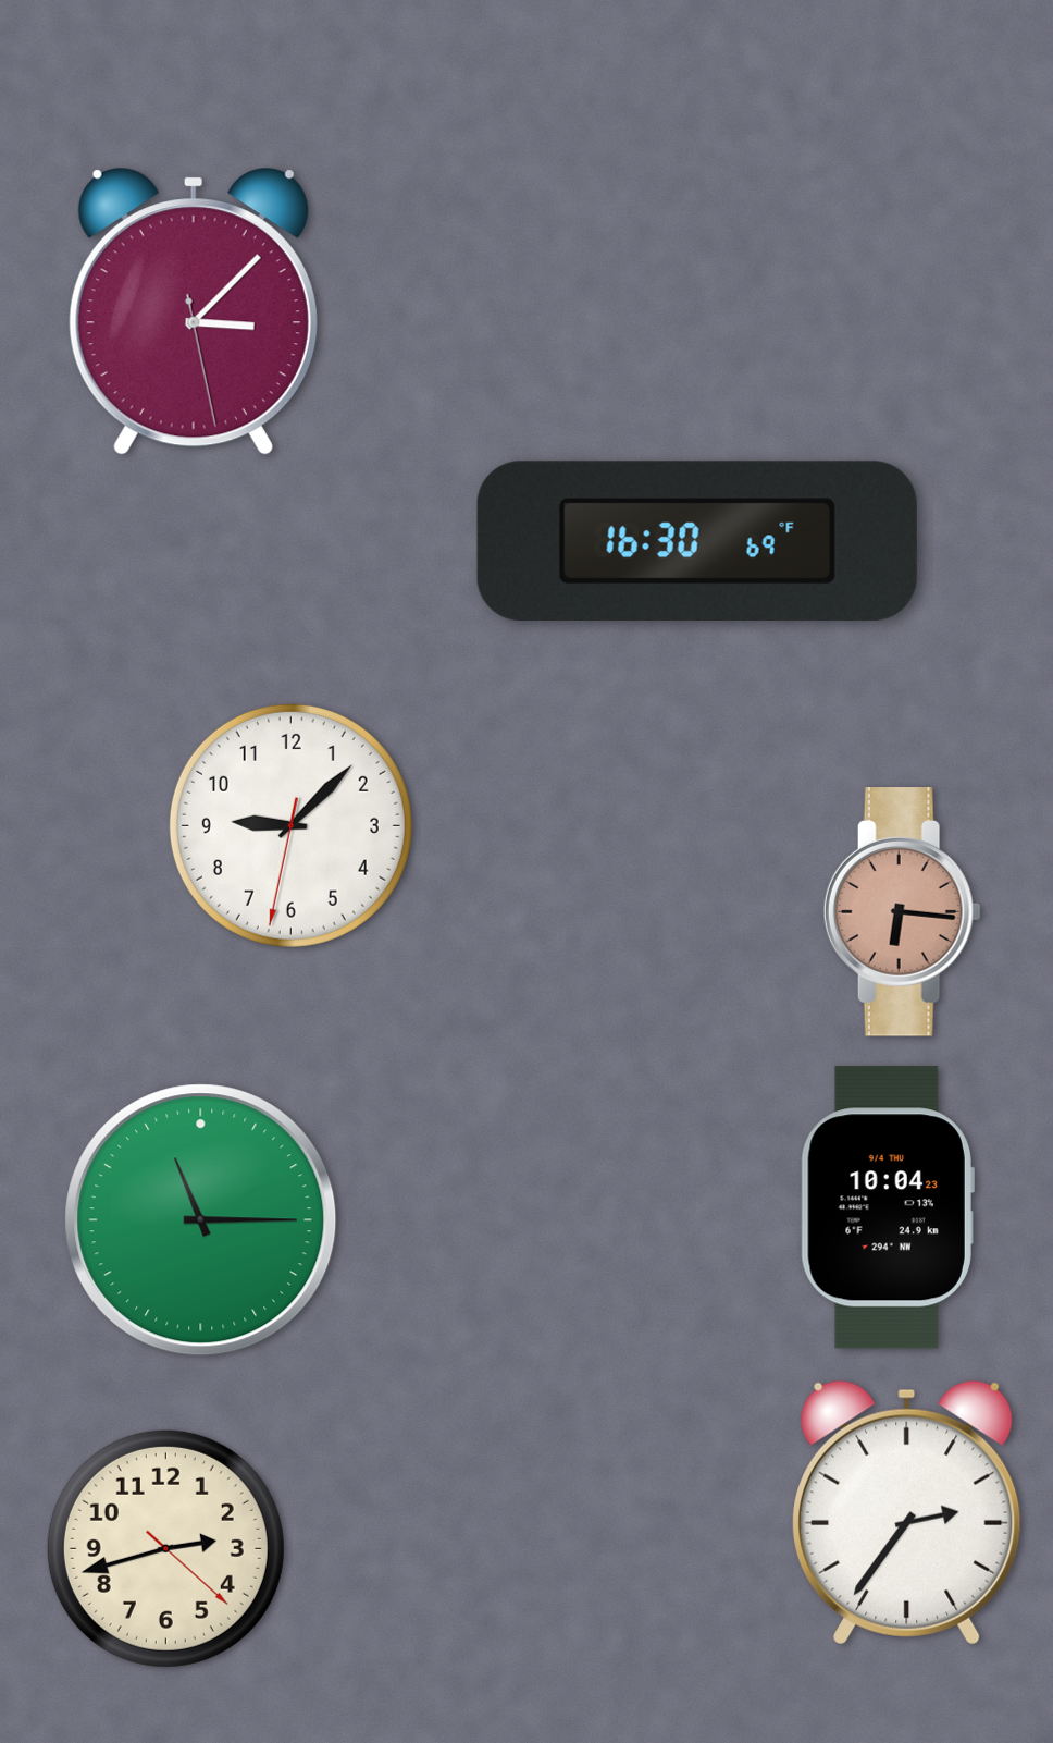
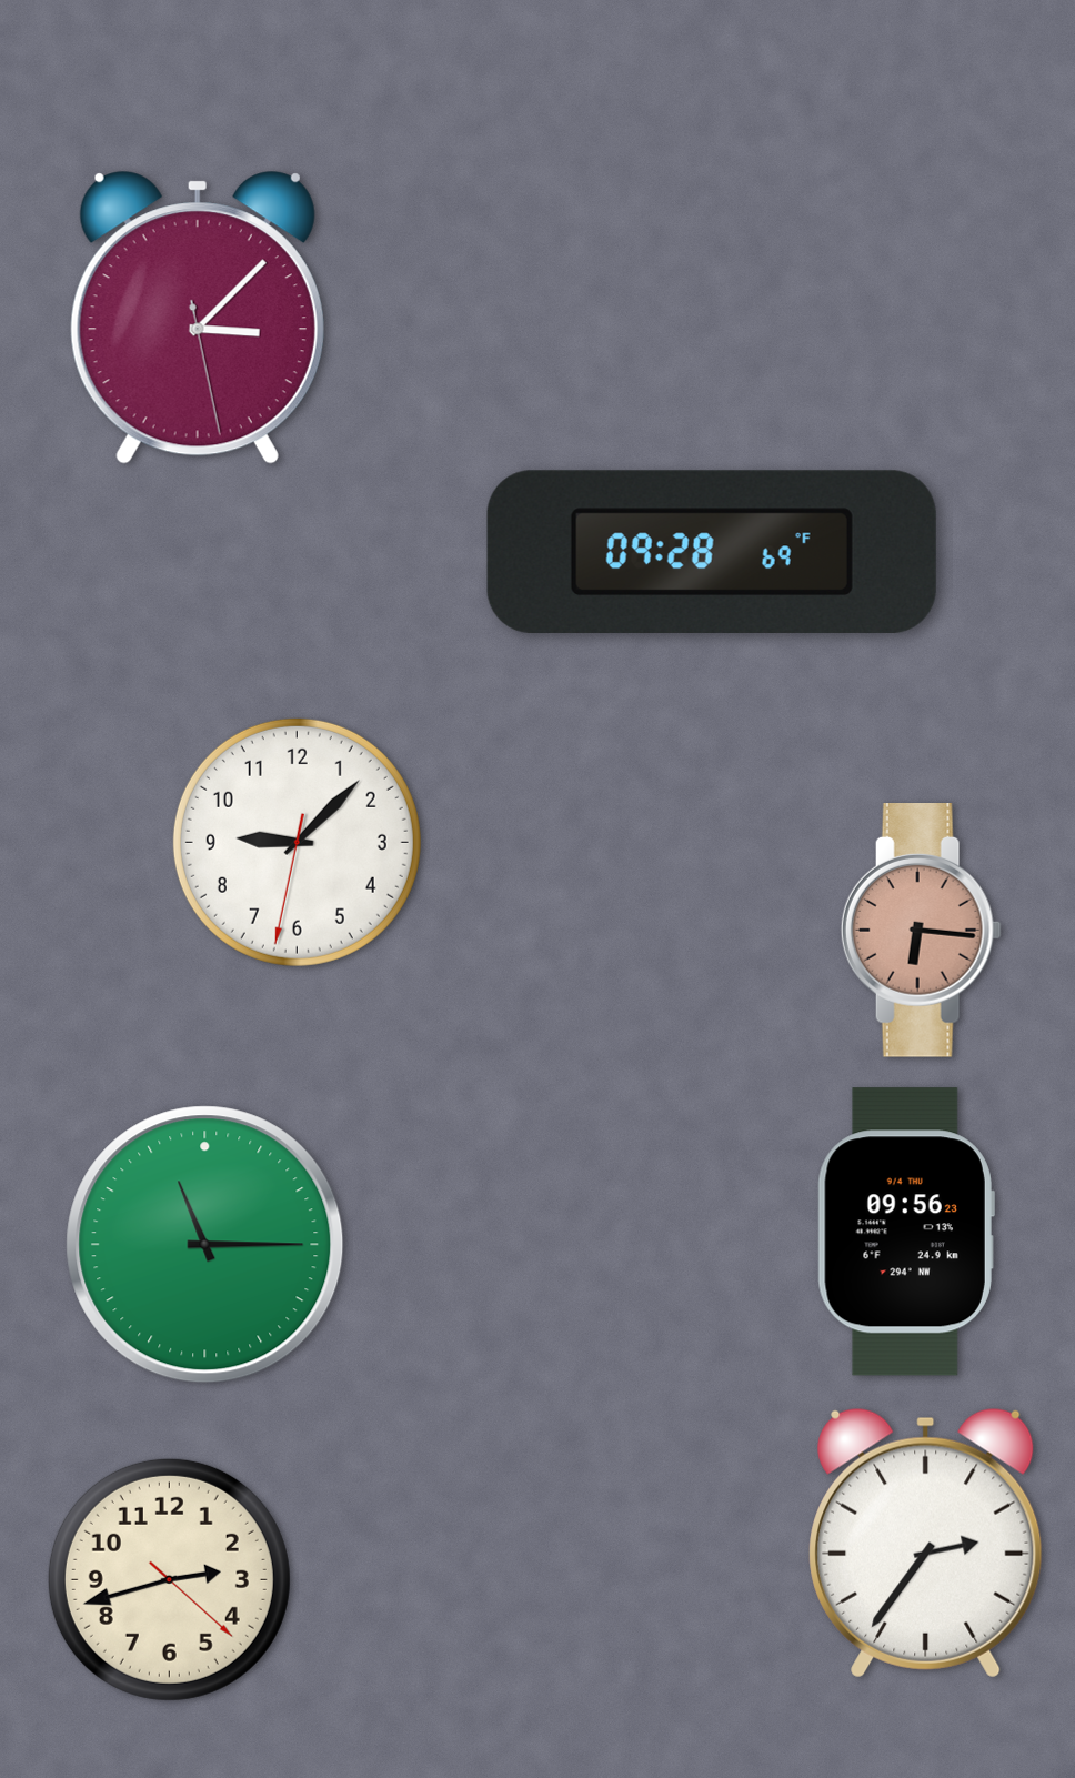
clock at (697, 541): 16:30 -> 09:28
clock at (888, 1207): 10:04 -> 09:56
